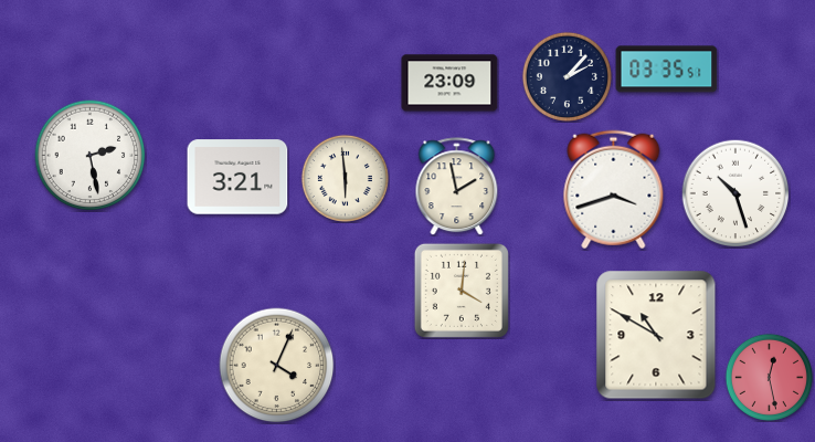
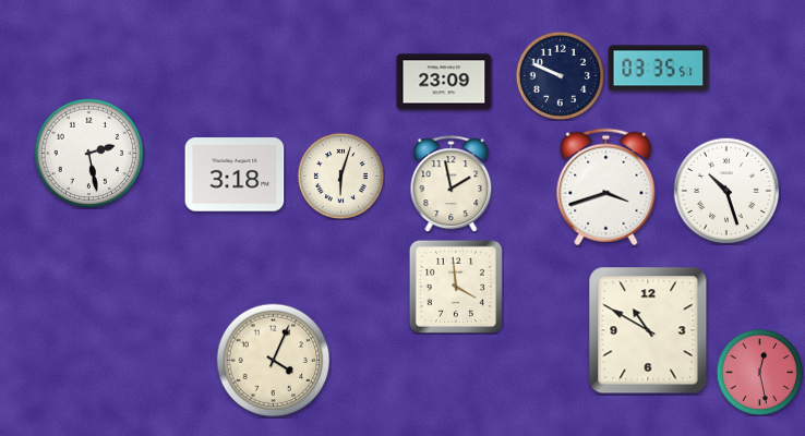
clock at (567, 76): 2:07 -> 9:49
clock at (237, 177): 3:21 -> 3:18
clock at (345, 178): 5:59 -> 6:03
clock at (462, 291): 4:01 -> 3:59
